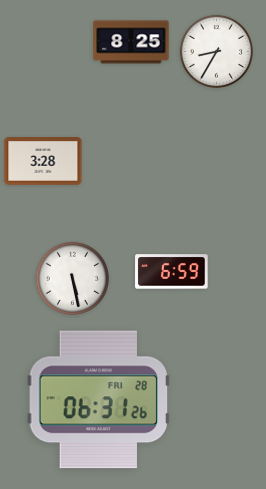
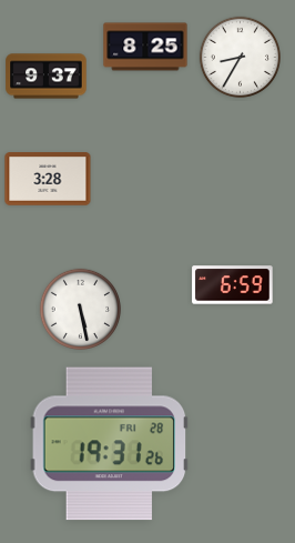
clock at (47, 77): none -> 9:37
clock at (172, 272) position: (172, 272) -> (233, 285)
clock at (99, 400): 06:31 -> 19:31
